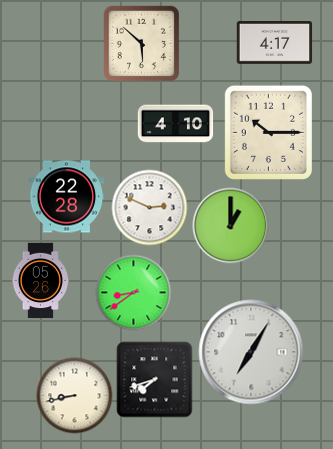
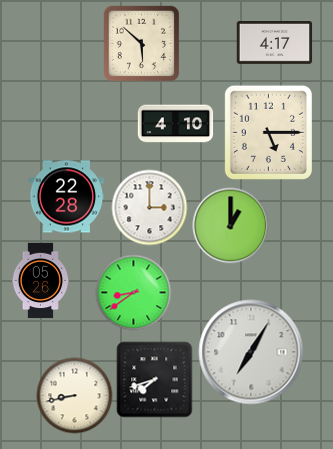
clock at (268, 132): 10:15 -> 5:15
clock at (150, 208): 2:49 -> 3:00
